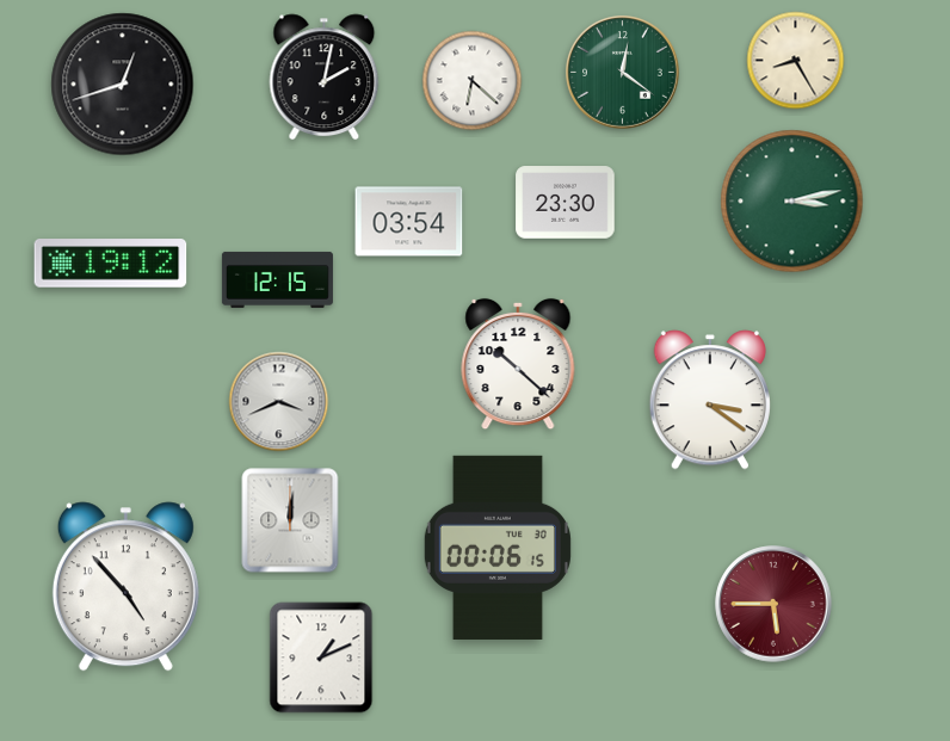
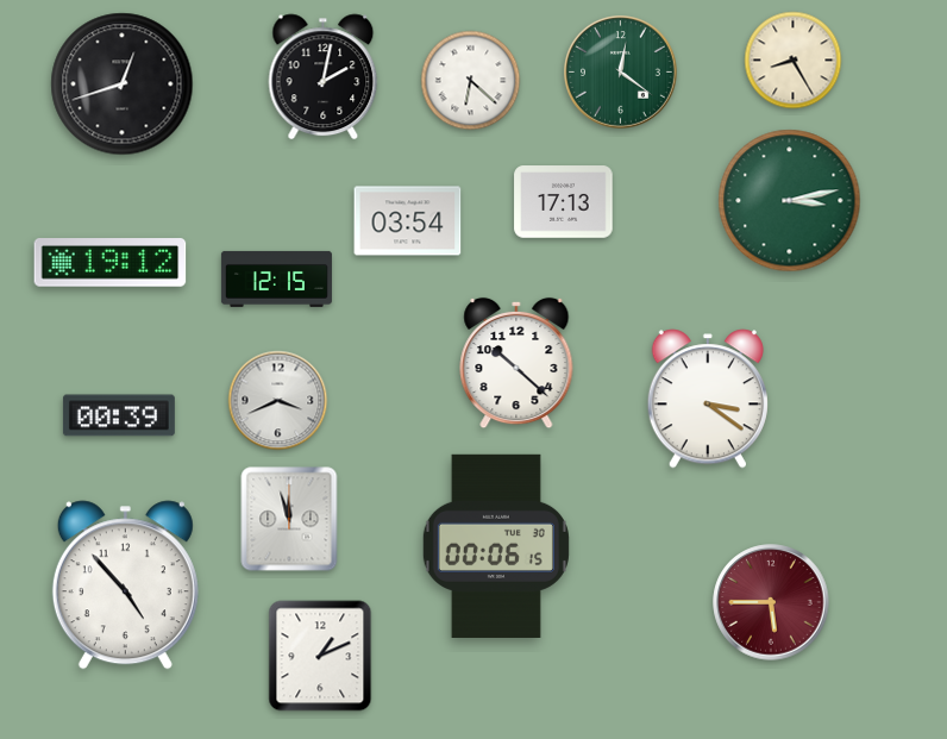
clock at (566, 203): 23:30 -> 17:13
clock at (119, 415): none -> 00:39
clock at (290, 520): 12:01 -> 11:57
